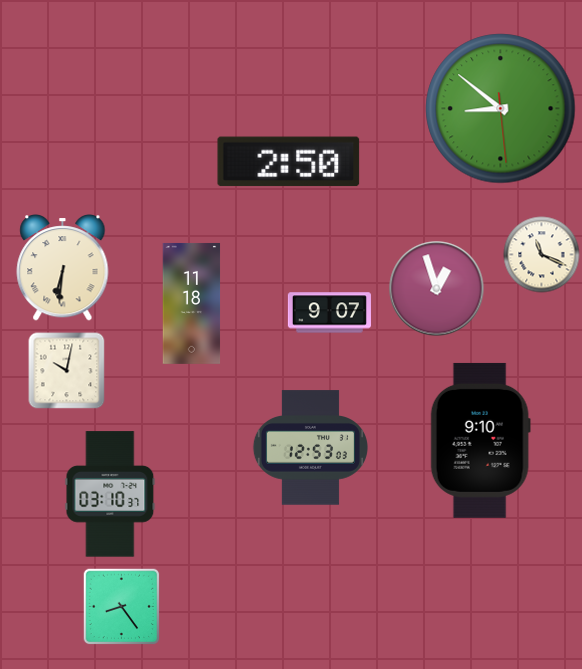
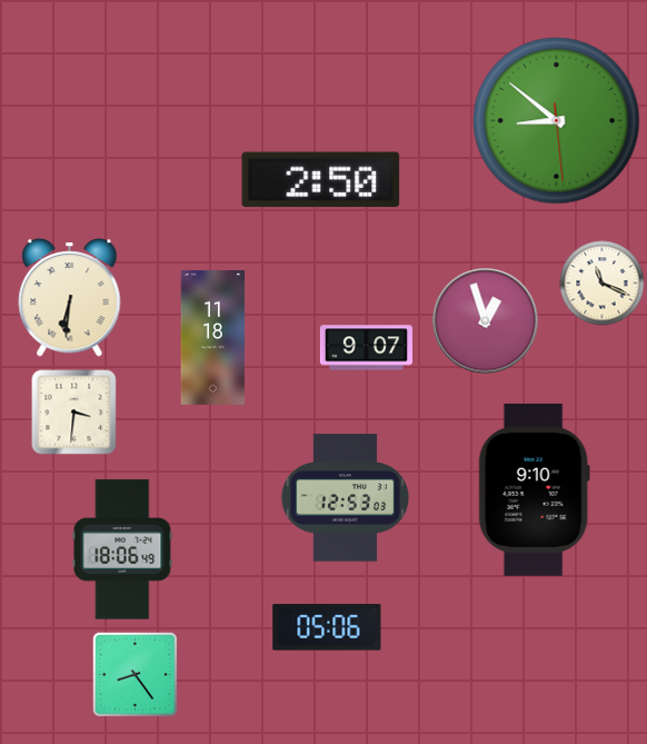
clock at (67, 371): 10:02 -> 3:31
clock at (110, 494): 03:10 -> 18:06
clock at (327, 627): none -> 05:06
